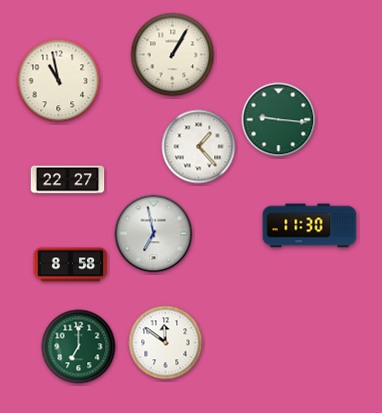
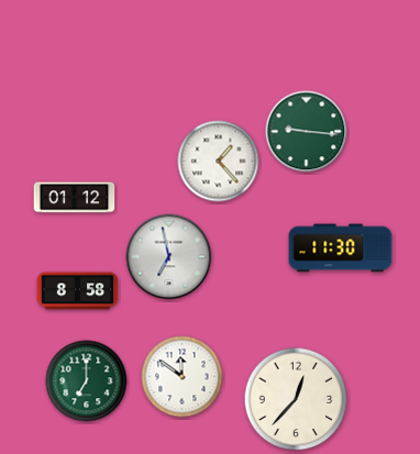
clock at (173, 55): 1:05 -> none
clock at (59, 81): 10:58 -> none
clock at (68, 180): 22:27 -> 01:12
clock at (296, 399): none -> 12:37
